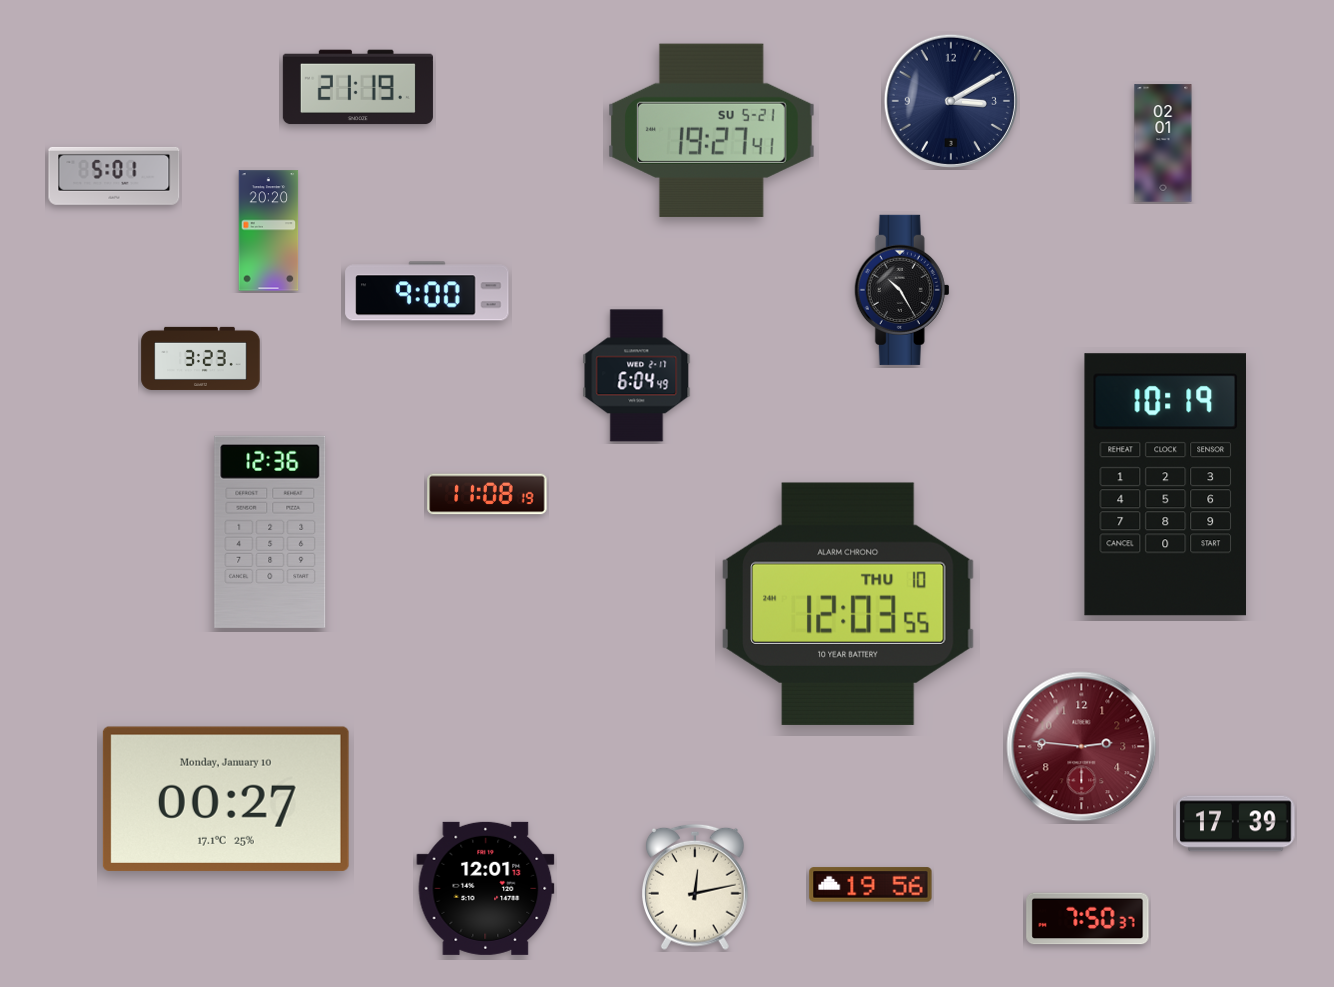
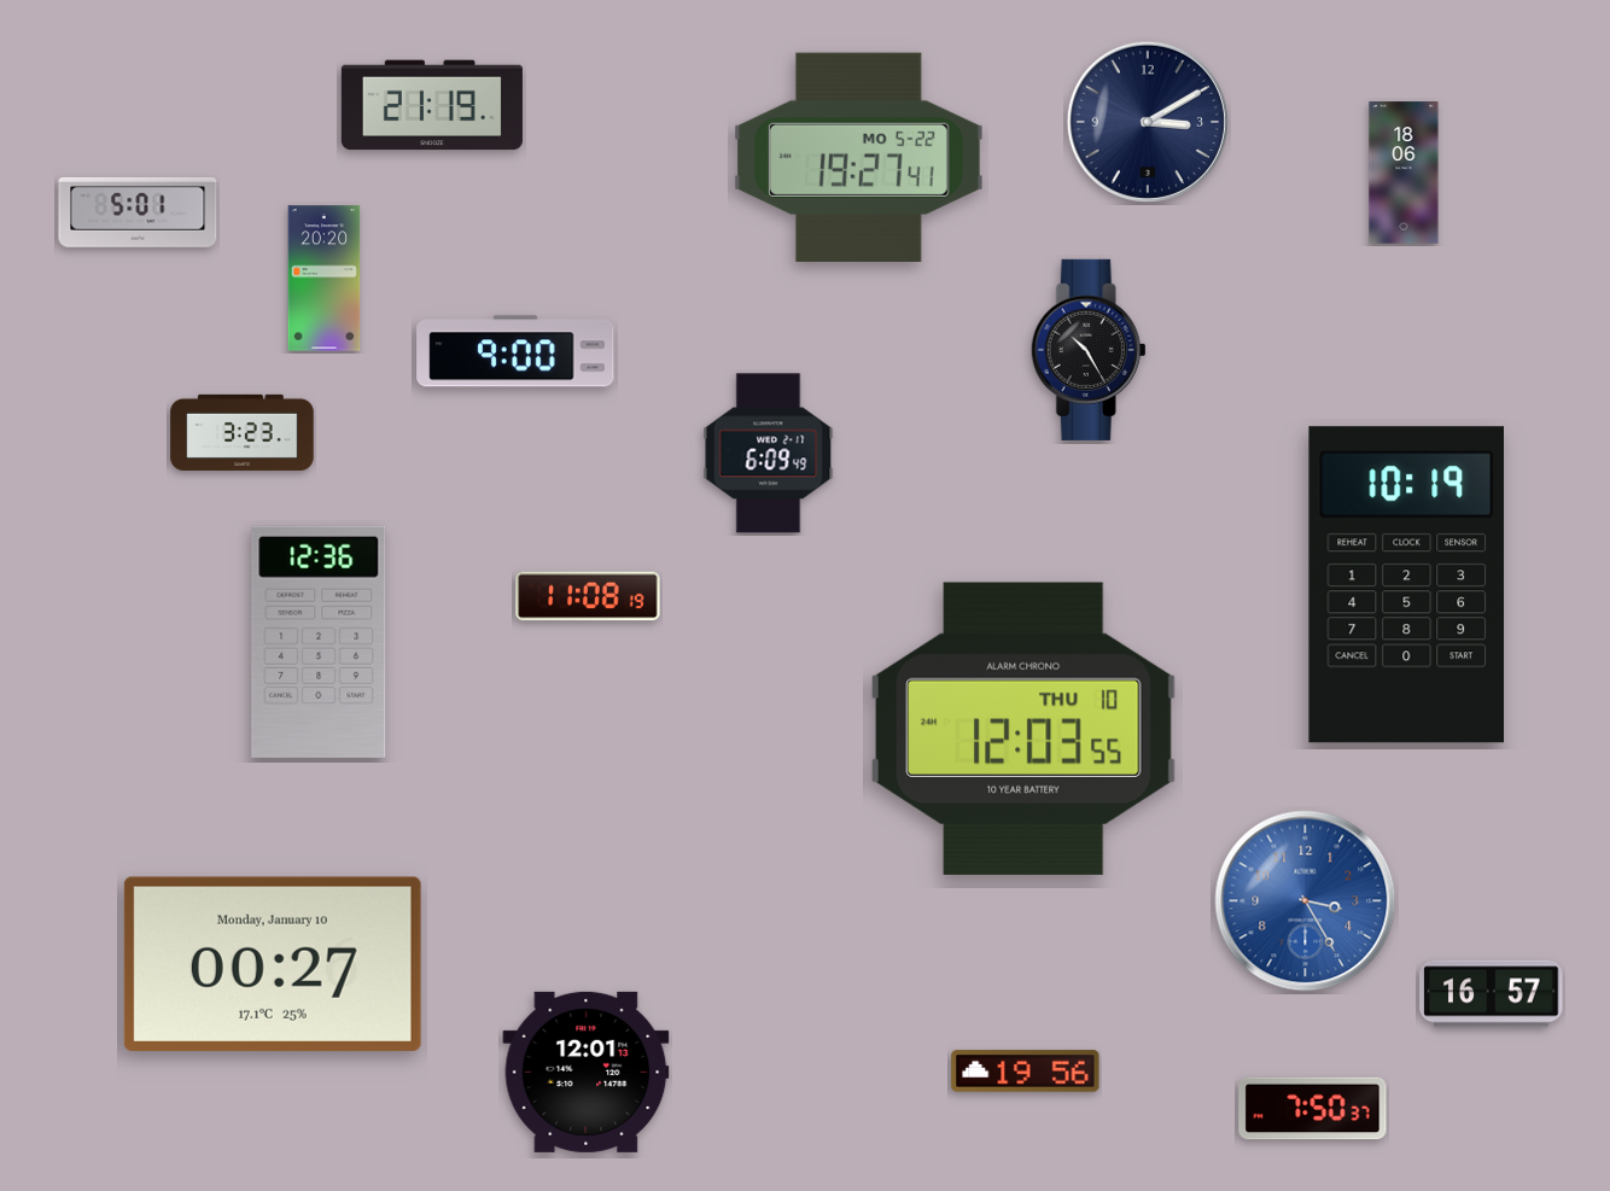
clock at (712, 130) date: SU 5-21 -> MO 5-22
clock at (1163, 143): 02:01 -> 18:06
clock at (637, 376): 6:04 -> 6:09
clock at (270, 532) position: (270, 532) -> (319, 642)
clock at (1082, 747): 2:46 -> 3:25
clock at (1082, 747) dial: burgundy -> blue
clock at (1236, 824): 17:39 -> 16:57
clock at (871, 885) position: (871, 885) -> (1026, 1072)
clock at (696, 887): 12:13 -> none
